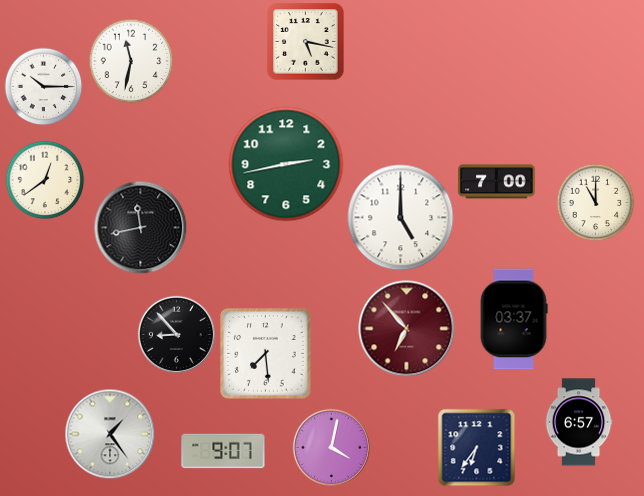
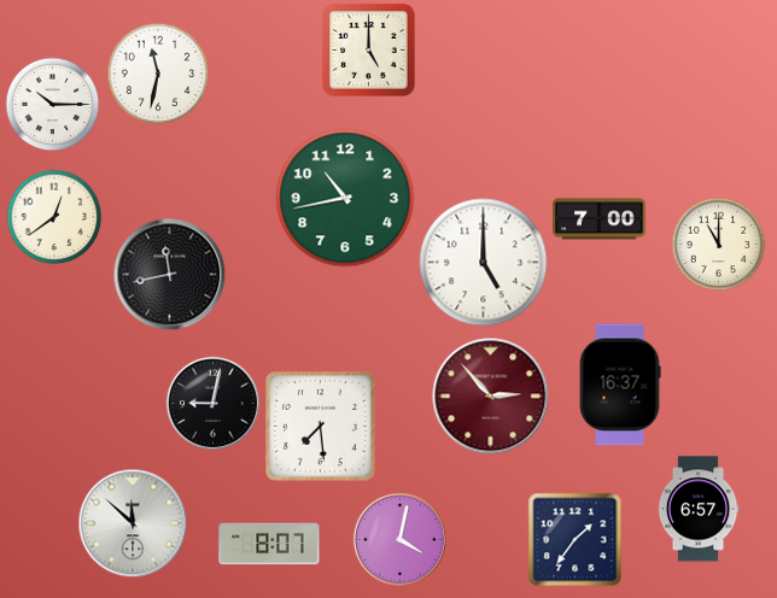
clock at (306, 42): 5:17 -> 5:00
clock at (286, 164): 2:43 -> 10:43
clock at (514, 319): 03:37 -> 16:37
clock at (407, 329): 6:53 -> 2:53
clock at (176, 334): 8:53 -> 9:02
clock at (110, 434): 1:24 -> 11:52
clock at (476, 447): 6:36 -> 1:36
clock at (223, 451): 9:07 -> 8:07
